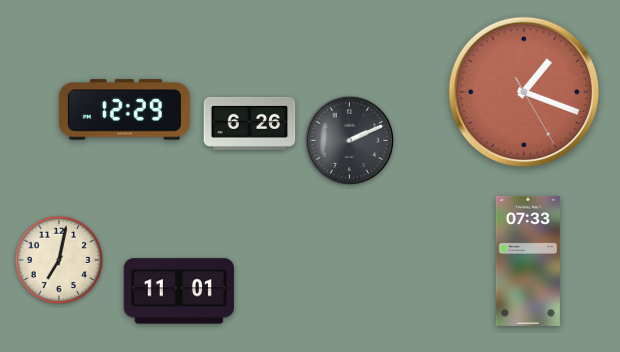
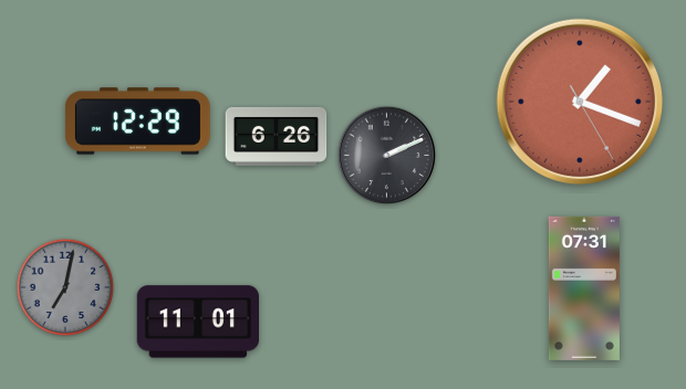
clock at (59, 260) dial: cream -> grey
clock at (528, 261): 07:33 -> 07:31
